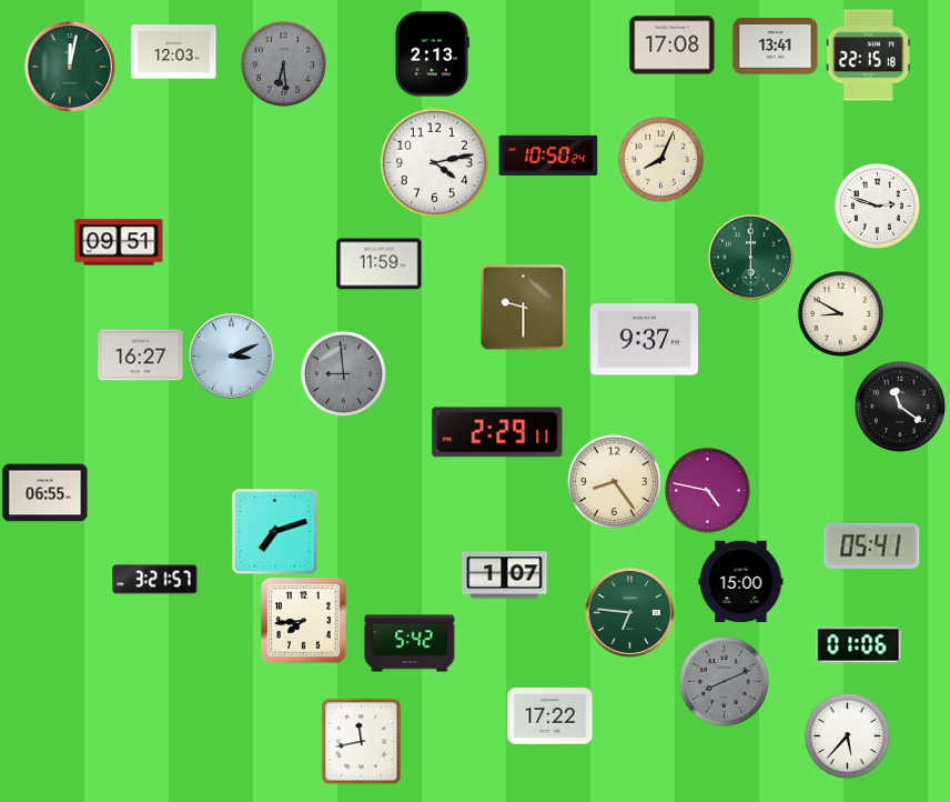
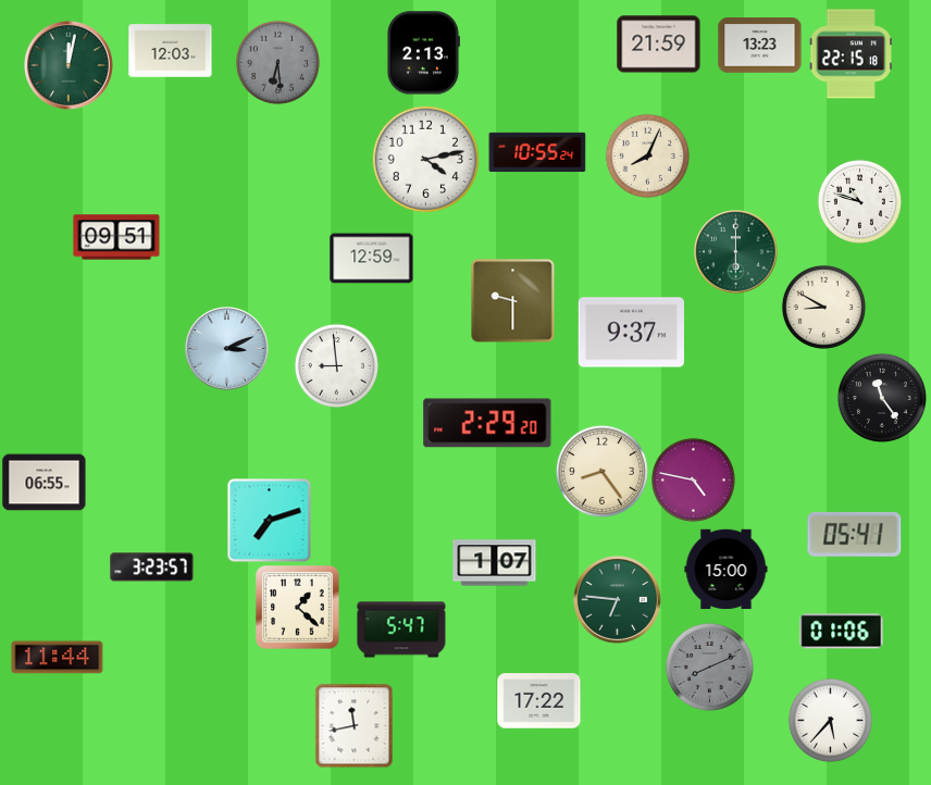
clock at (673, 46): 17:08 -> 21:59
clock at (776, 47): 13:41 -> 13:23
clock at (548, 156): 10:50 -> 10:55
clock at (877, 205): 2:48 -> 10:48
clock at (380, 264): 11:59 -> 12:59
clock at (141, 355): 16:27 -> none
clock at (343, 373) dial: grey -> white
clock at (900, 407): 11:21 -> 11:24
clock at (497, 432): 2:29:11 -> 2:29:20
clock at (155, 580): 3:21 -> 3:23
clock at (304, 621): 7:44 -> 1:22
clock at (410, 643): 5:42 -> 5:47
clock at (58, 658): none -> 11:44
